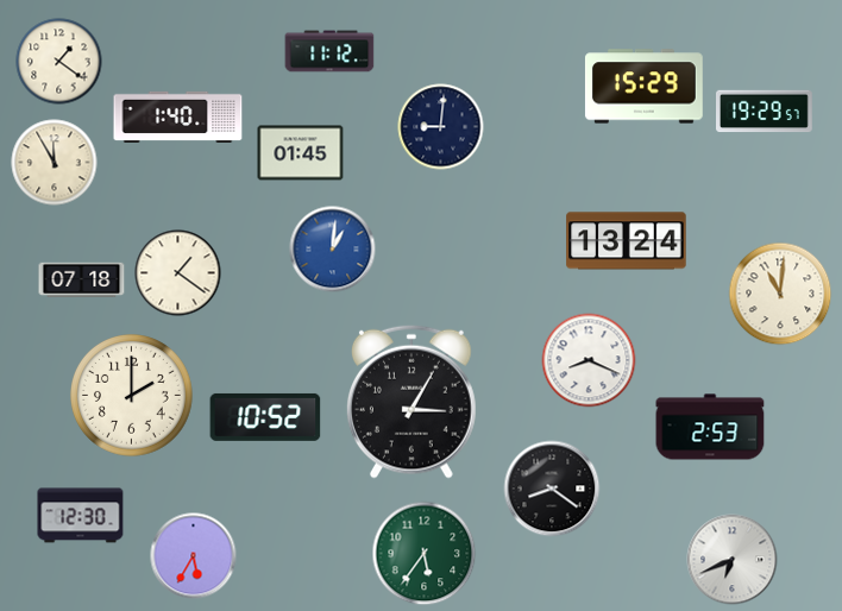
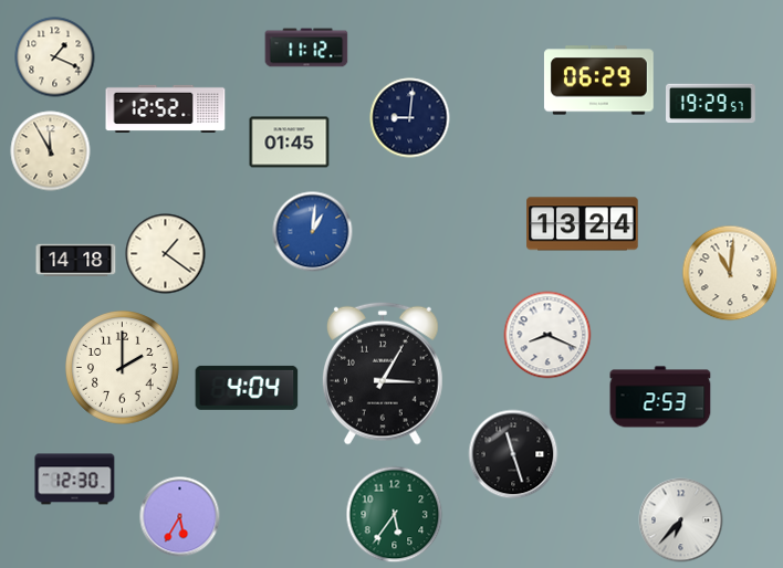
clock at (59, 62): 1:21 -> 1:19
clock at (643, 87): 15:29 -> 06:29
clock at (178, 116): 1:40 -> 12:52
clock at (301, 153) position: (301, 153) -> (290, 143)
clock at (333, 250) position: (333, 250) -> (313, 232)
clock at (82, 281): 07:18 -> 14:18
clock at (780, 294) position: (780, 294) -> (730, 273)
clock at (265, 417): 10:52 -> 4:04
clock at (552, 489): 8:21 -> 11:27
clock at (733, 560): 6:41 -> 6:37
